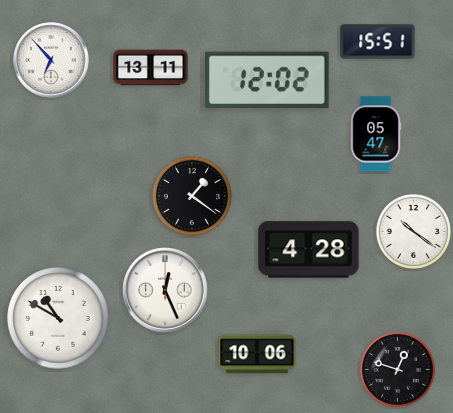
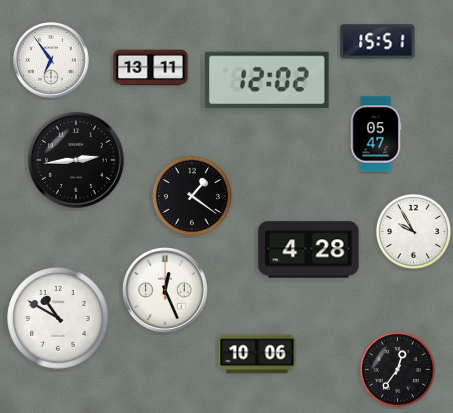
clock at (51, 60): 6:53 -> 6:54
clock at (76, 160): none -> 2:44
clock at (413, 231): 10:21 -> 9:55
clock at (397, 369): 12:48 -> 12:36
